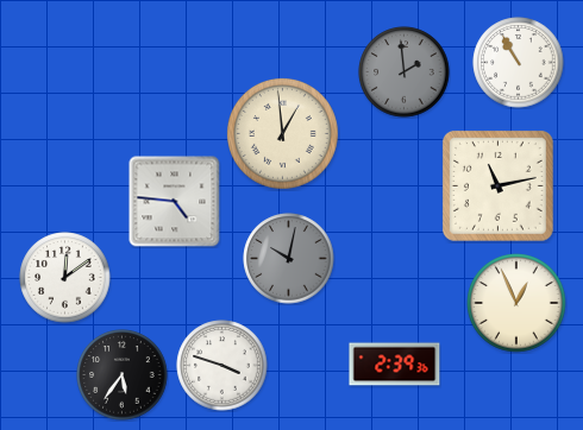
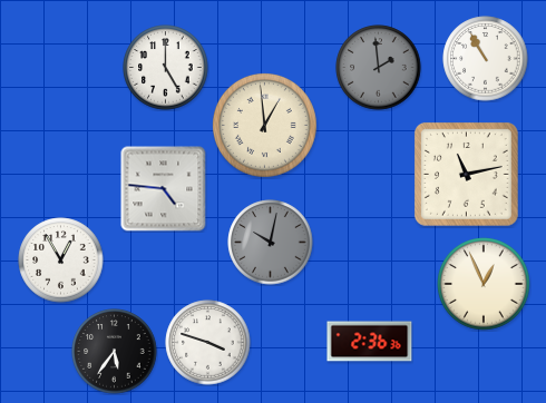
clock at (166, 68): none -> 5:00
clock at (65, 278): 12:09 -> 12:55
clock at (395, 365): 2:39 -> 2:36
